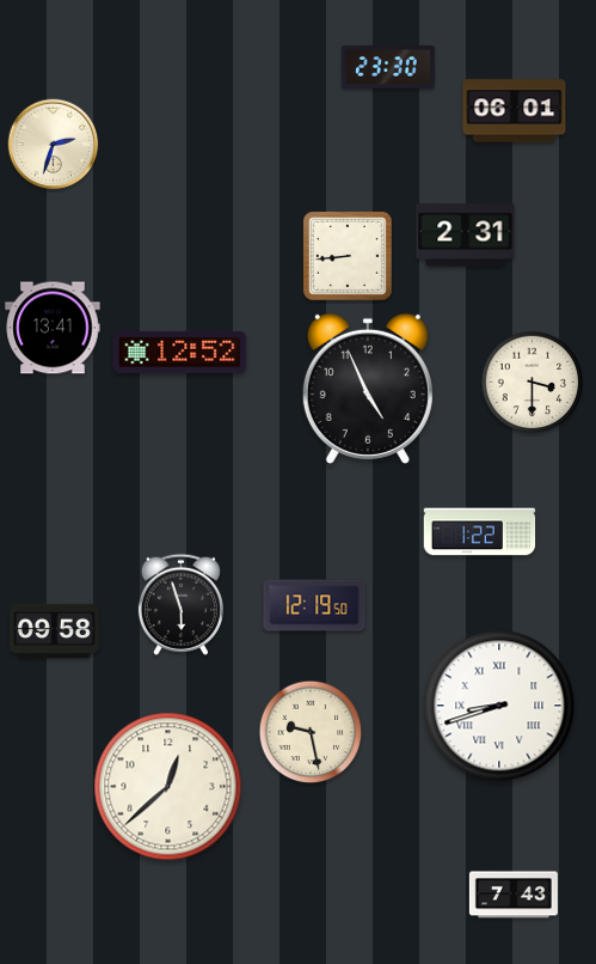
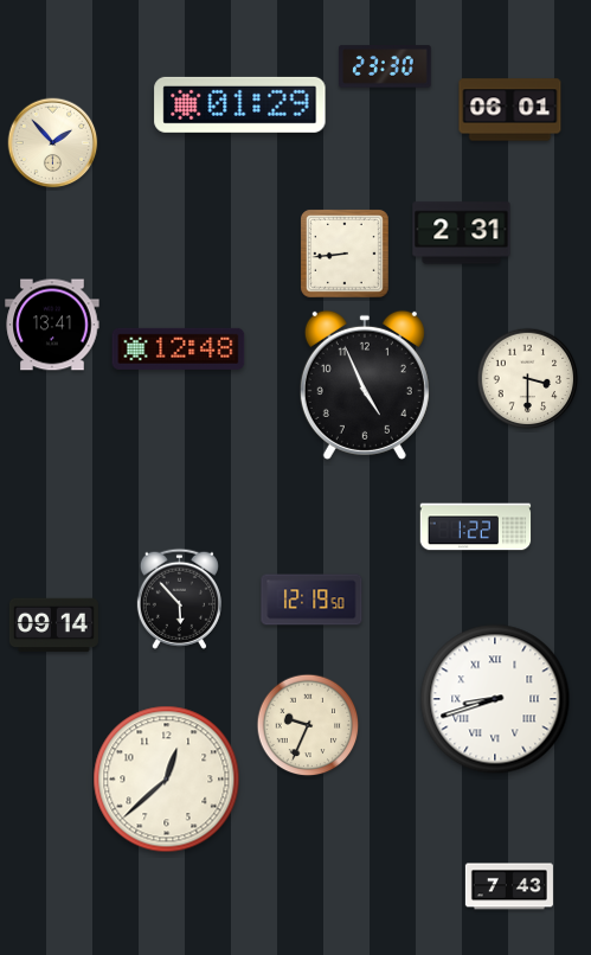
clock at (240, 104): none -> 01:29
clock at (54, 145): 2:33 -> 1:53
clock at (180, 352): 12:52 -> 12:48
clock at (180, 604): 5:57 -> 5:53
clock at (54, 632): 09:58 -> 09:14
clock at (311, 732): 9:28 -> 9:34
